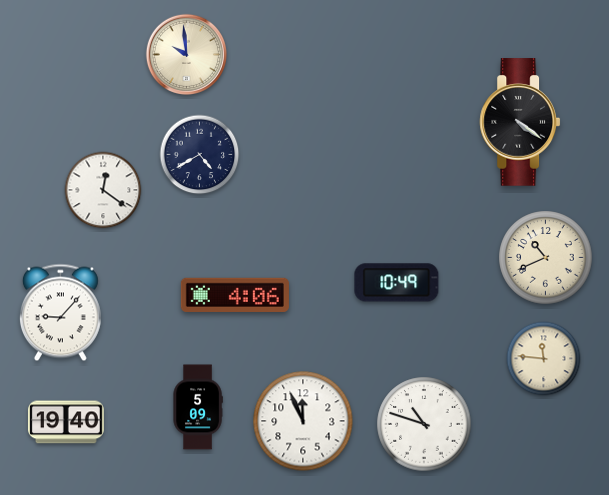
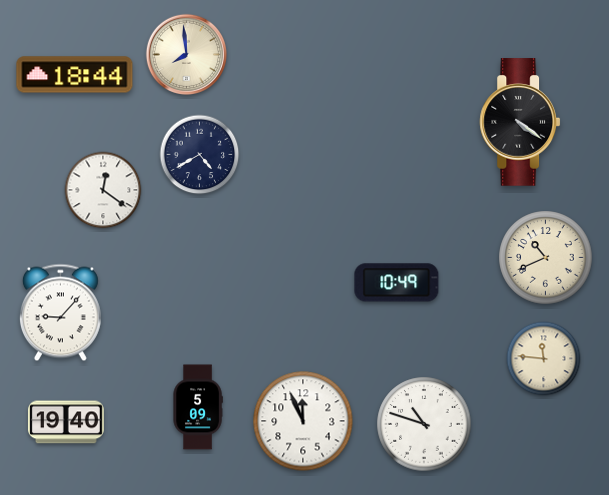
clock at (186, 54): 9:59 -> 7:59
clock at (75, 75): none -> 18:44
clock at (235, 295): 4:06 -> none
